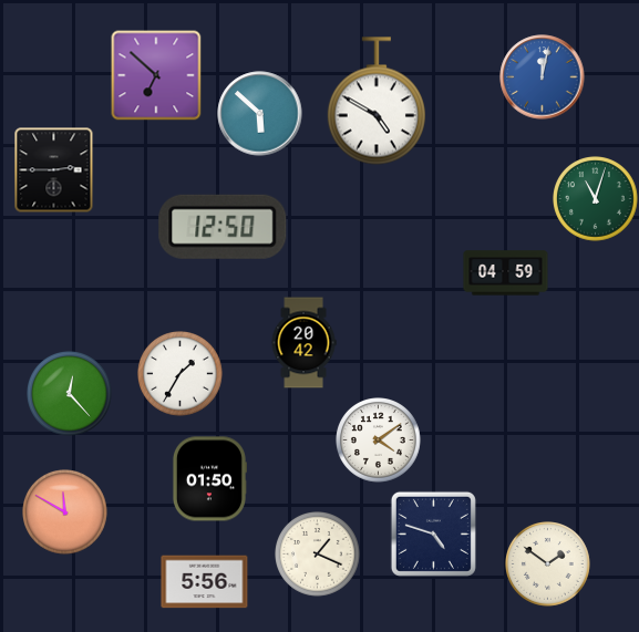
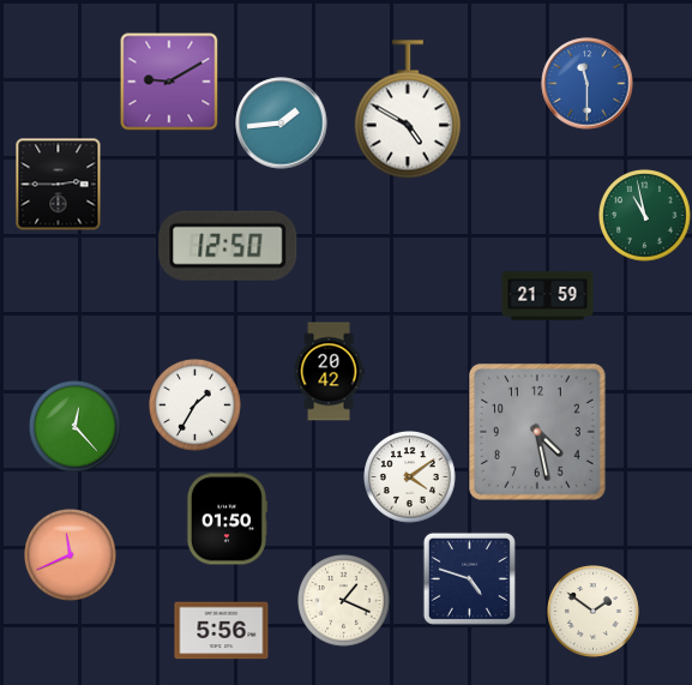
clock at (156, 75): 6:52 -> 9:10
clock at (543, 77): 12:02 -> 11:30
clock at (260, 114): 5:52 -> 1:44
clock at (596, 199): 11:03 -> 10:58
clock at (223, 227) position: (223, 227) -> (228, 246)
clock at (506, 273): 04:59 -> 21:59
clock at (537, 432): none -> 4:28
clock at (65, 512): 11:50 -> 11:41
